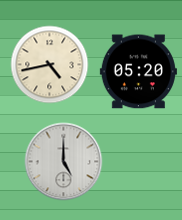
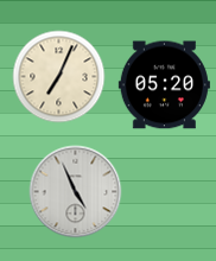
clock at (49, 64): 4:43 -> 7:04
clock at (63, 161): 5:00 -> 4:56
